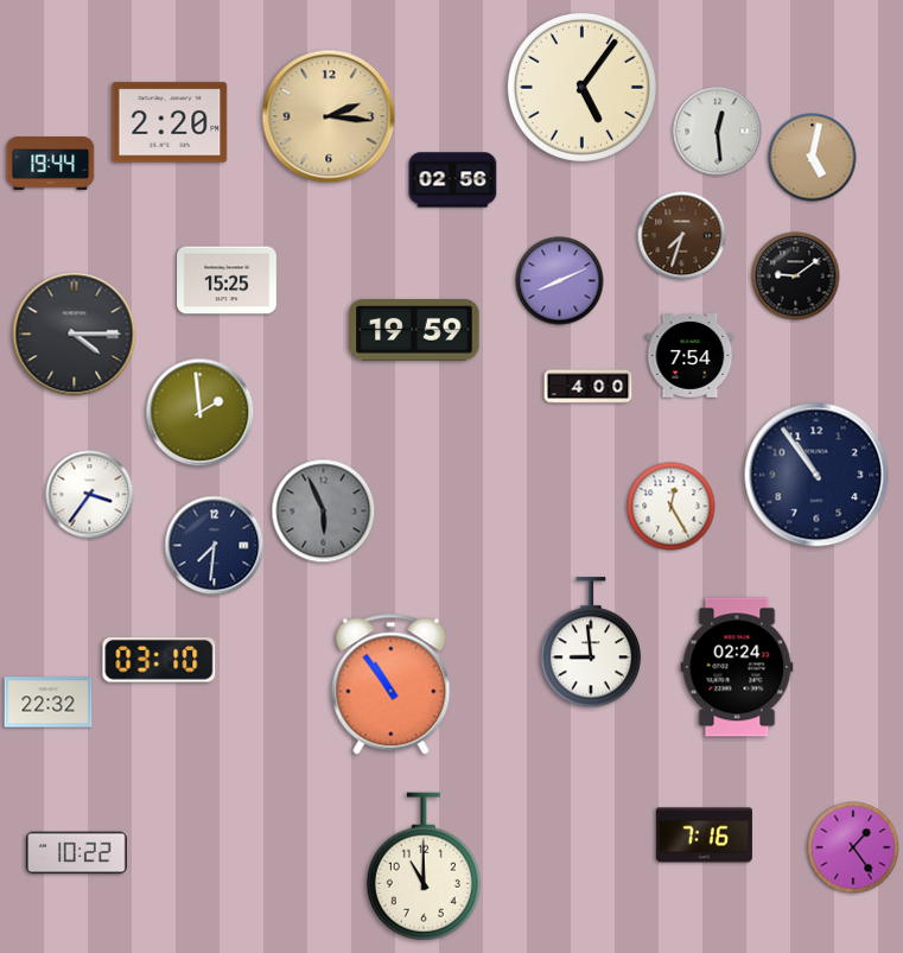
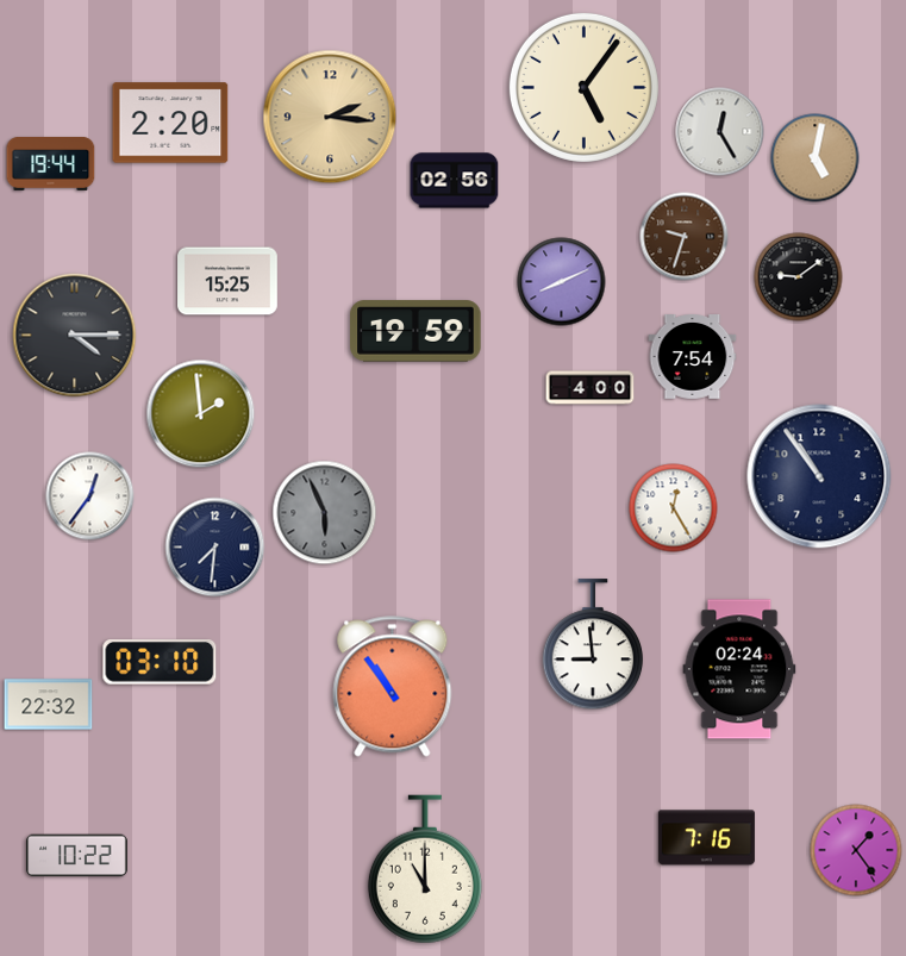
clock at (718, 132): 12:29 -> 12:25
clock at (682, 236): 7:33 -> 9:33
clock at (90, 495): 3:36 -> 12:36
